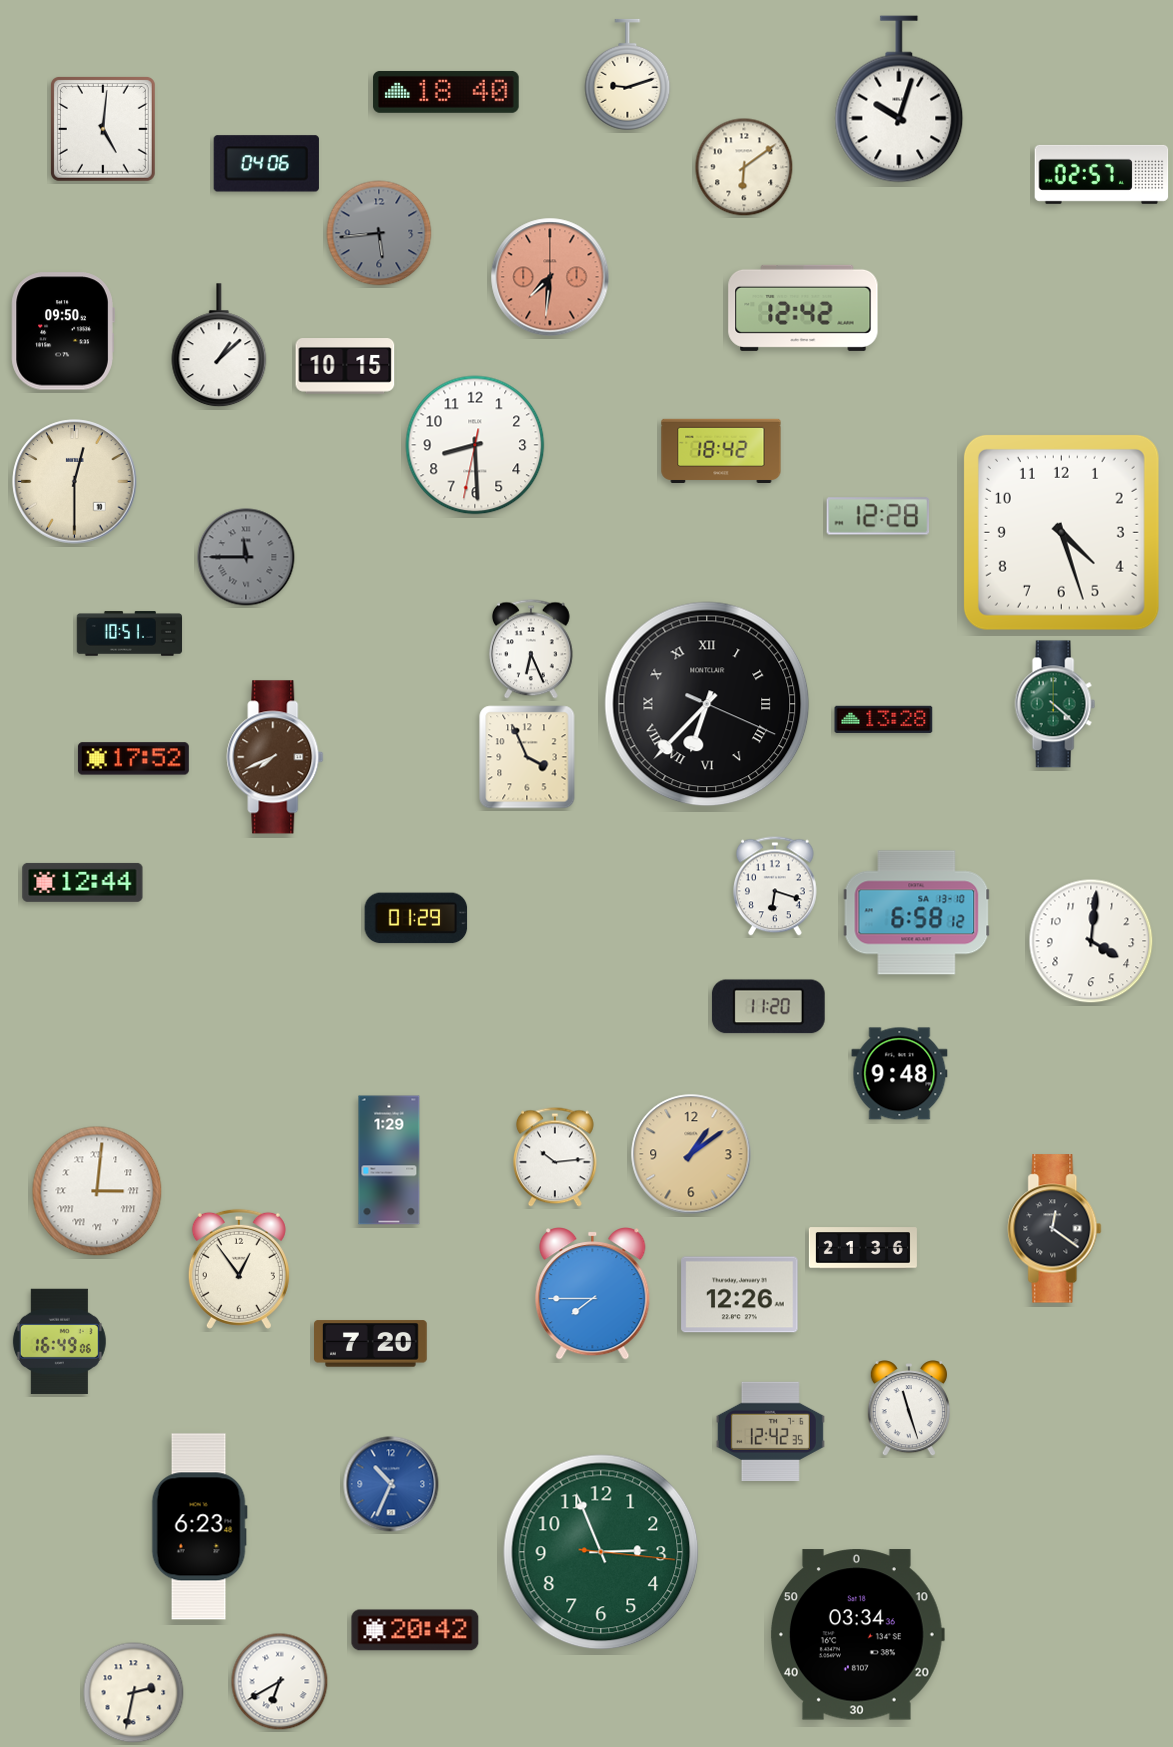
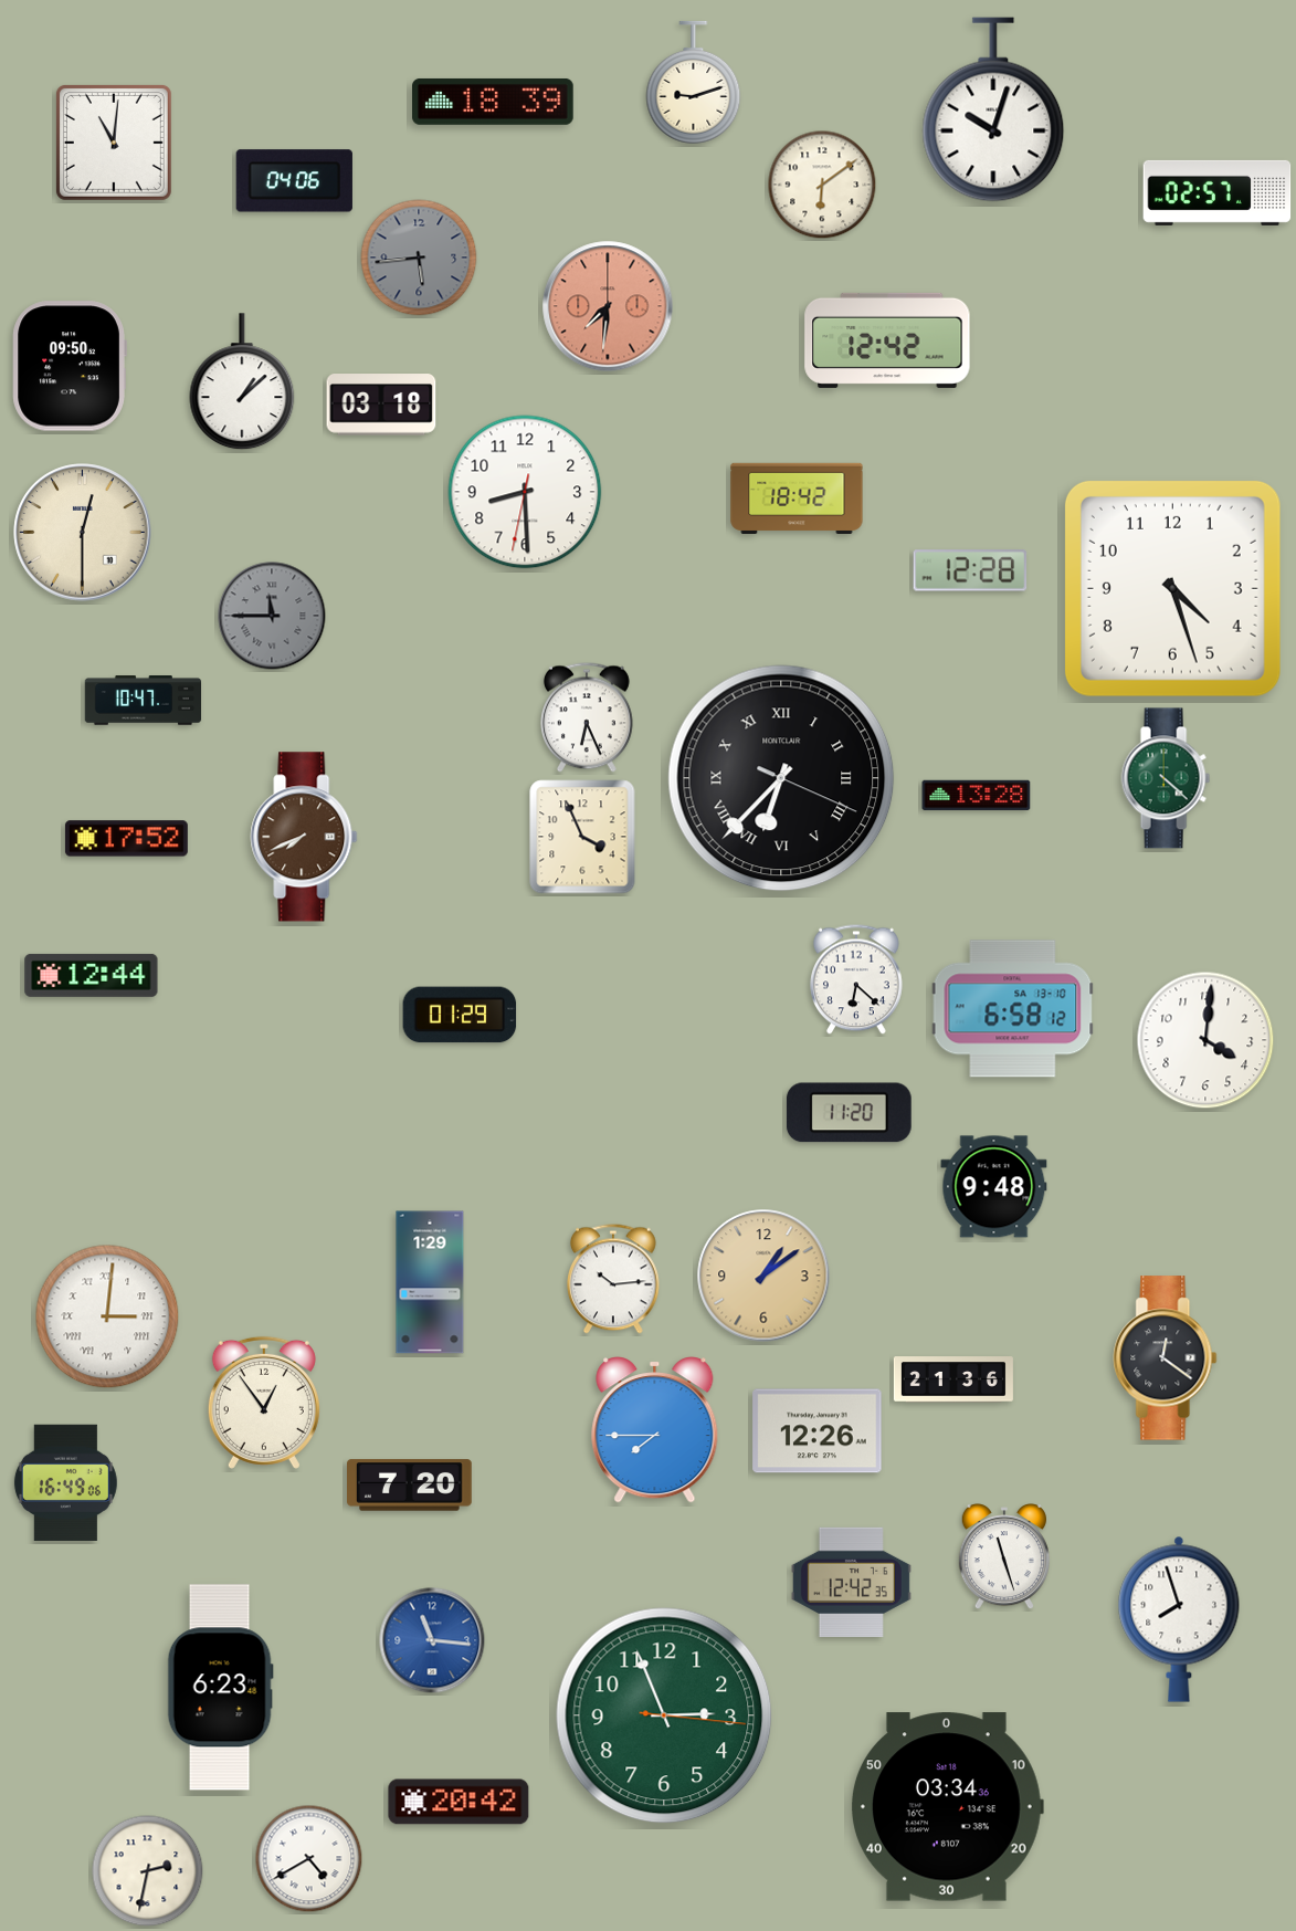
clock at (446, 92): 18:40 -> 18:39
clock at (103, 129): 5:01 -> 11:01
clock at (345, 366): 10:15 -> 03:18
clock at (130, 634): 10:51 -> 10:47
clock at (133, 759) position: (133, 759) -> (126, 839)
clock at (776, 886): 6:18 -> 6:22
clock at (1179, 1619): none -> 7:57
clock at (391, 1484): 10:34 -> 11:16
clock at (280, 1682): 6:40 -> 4:40
